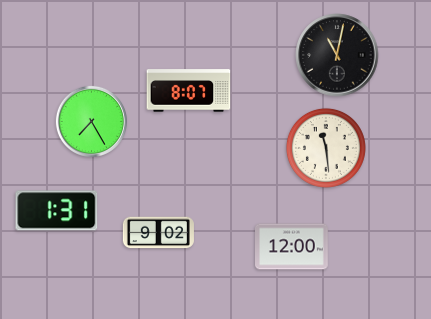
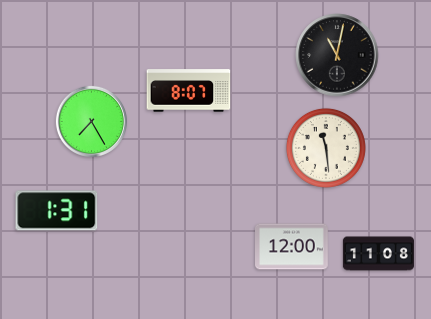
clock at (158, 233): 9:02 -> none
clock at (378, 254): none -> 11:08
